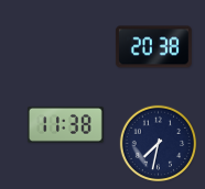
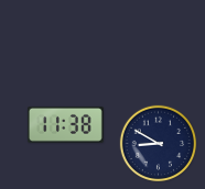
clock at (153, 47): 20:38 -> none
clock at (159, 144): 7:32 -> 8:50
